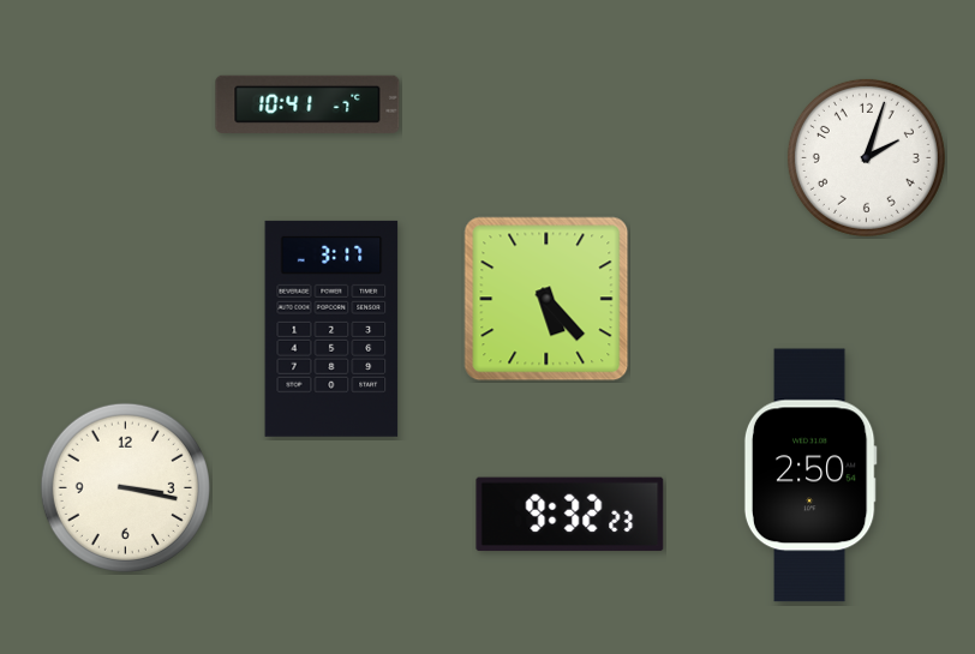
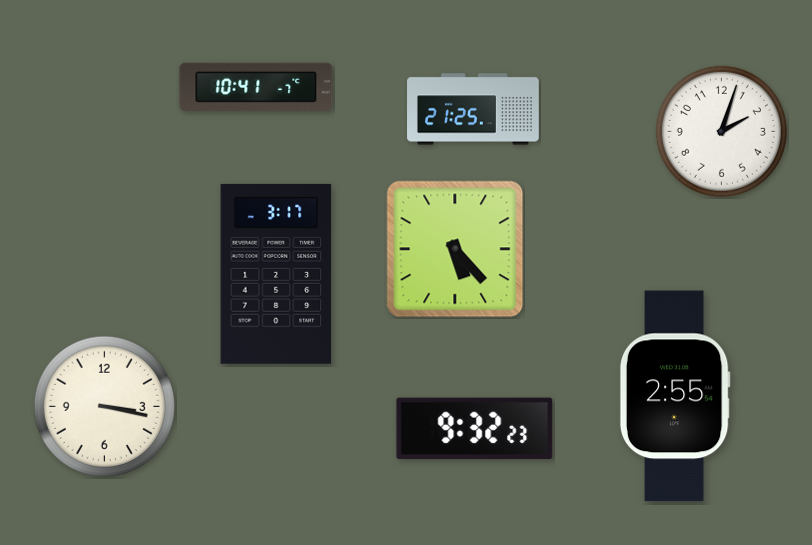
clock at (473, 109): none -> 21:25
clock at (810, 475): 2:50 -> 2:55
